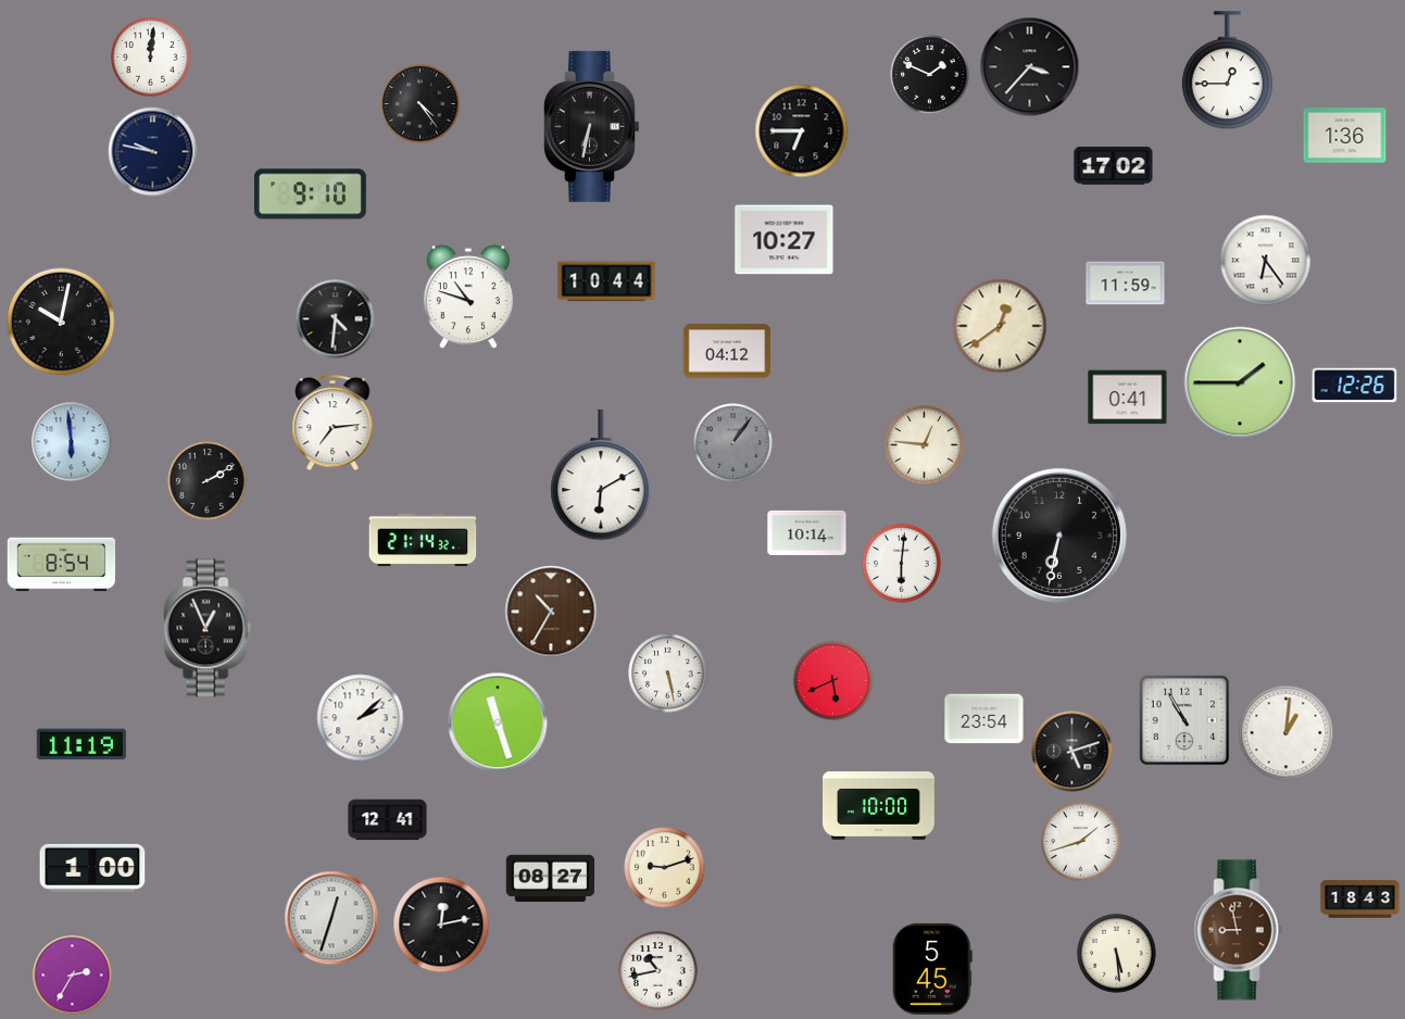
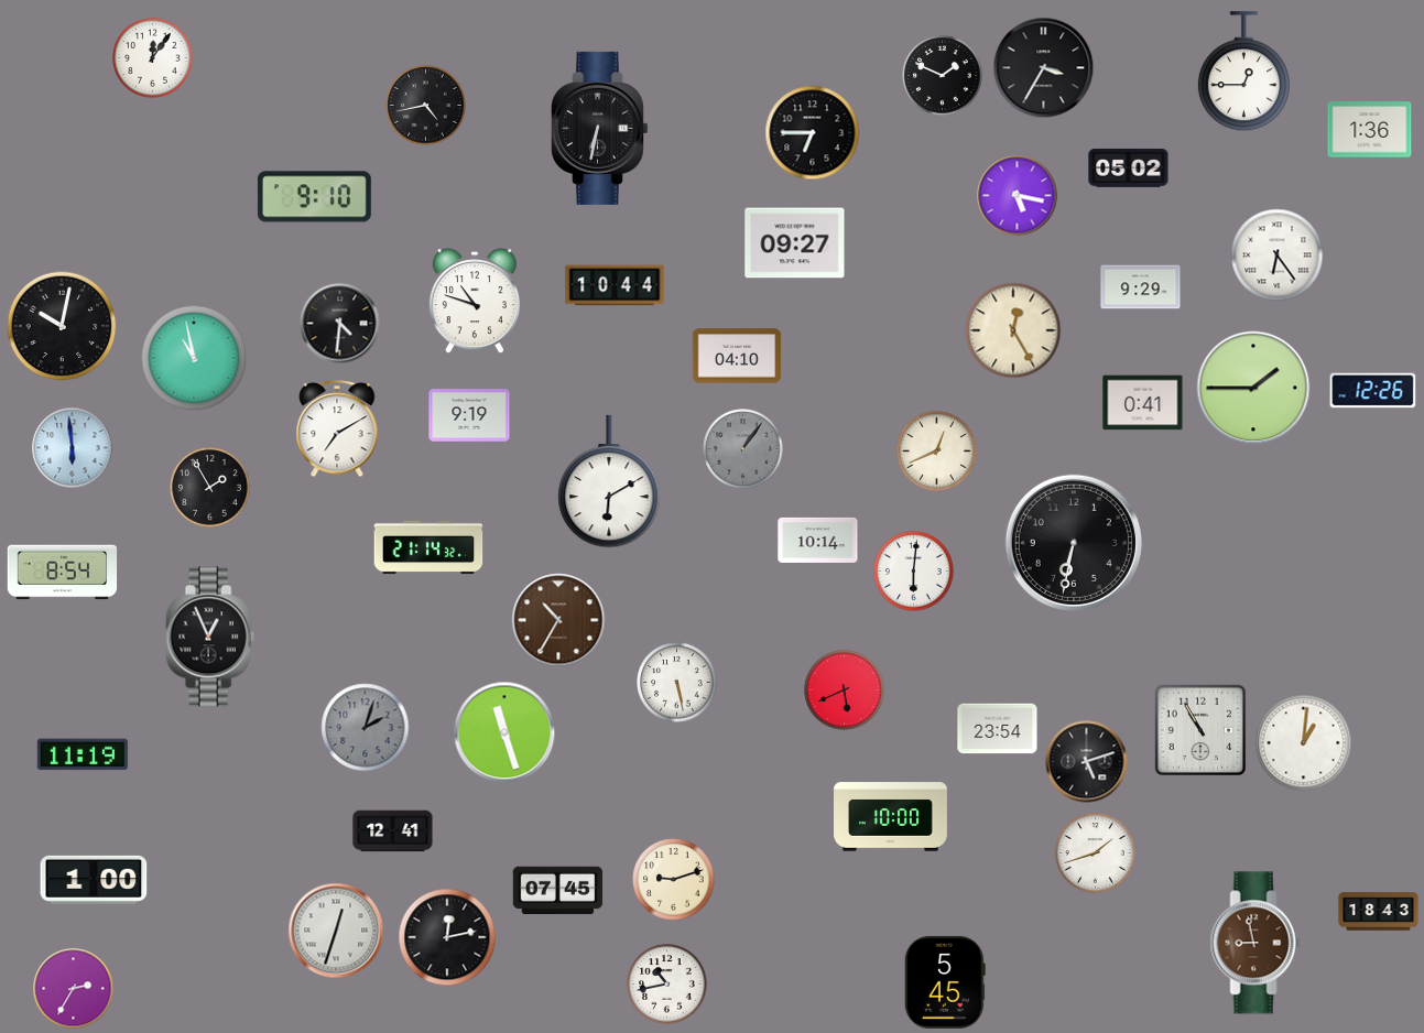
clock at (151, 58): 12:01 -> 12:06
clock at (1030, 67): 3:37 -> 3:35
clock at (421, 104): 4:24 -> 4:43
clock at (1345, 136) position: (1345, 136) -> (1370, 130)
clock at (153, 152): 9:47 -> none
clock at (1114, 166): 17:02 -> 05:02
clock at (1018, 196): none -> 5:17
clock at (785, 240): 10:27 -> 09:27
clock at (1266, 261) position: (1266, 261) -> (1278, 255)
clock at (1126, 284): 11:59 -> 9:29
clock at (1000, 326): 12:39 -> 12:25
clock at (727, 351): 04:12 -> 04:10
clock at (194, 358): none -> 10:58
clock at (1240, 382) position: (1240, 382) -> (1253, 388)
clock at (469, 415): none -> 9:19
clock at (333, 424): 7:14 -> 7:10
clock at (925, 445): 12:46 -> 12:41
clock at (208, 481): 2:10 -> 1:55
clock at (361, 718): 2:08 -> 2:03
clock at (361, 718) dial: white -> grey
clock at (550, 879): 08:27 -> 07:45
clock at (1117, 954): 5:29 -> none
